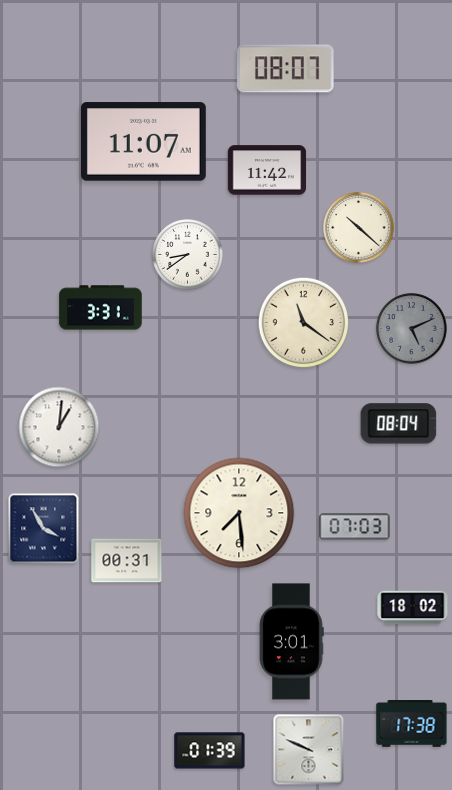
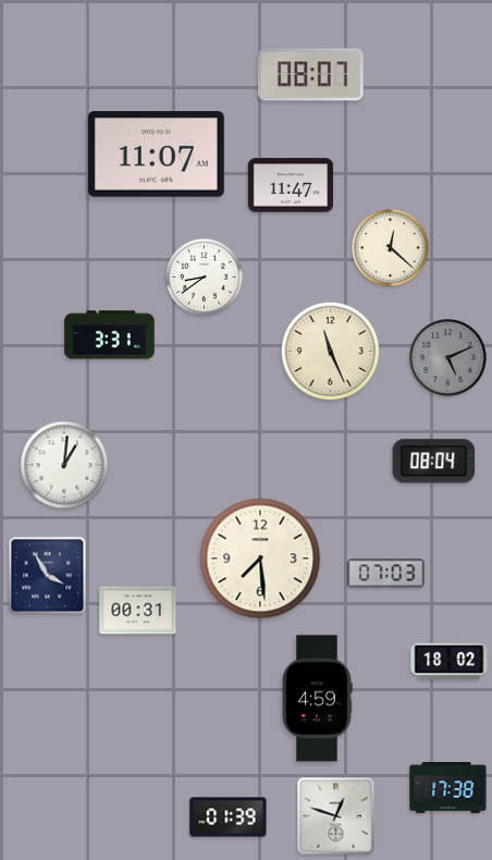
clock at (267, 170): 11:42 -> 11:47
clock at (359, 228): 10:22 -> 12:22
clock at (304, 323): 11:21 -> 11:26
clock at (291, 642): 3:01 -> 4:59
clock at (309, 750): 9:49 -> 12:48
